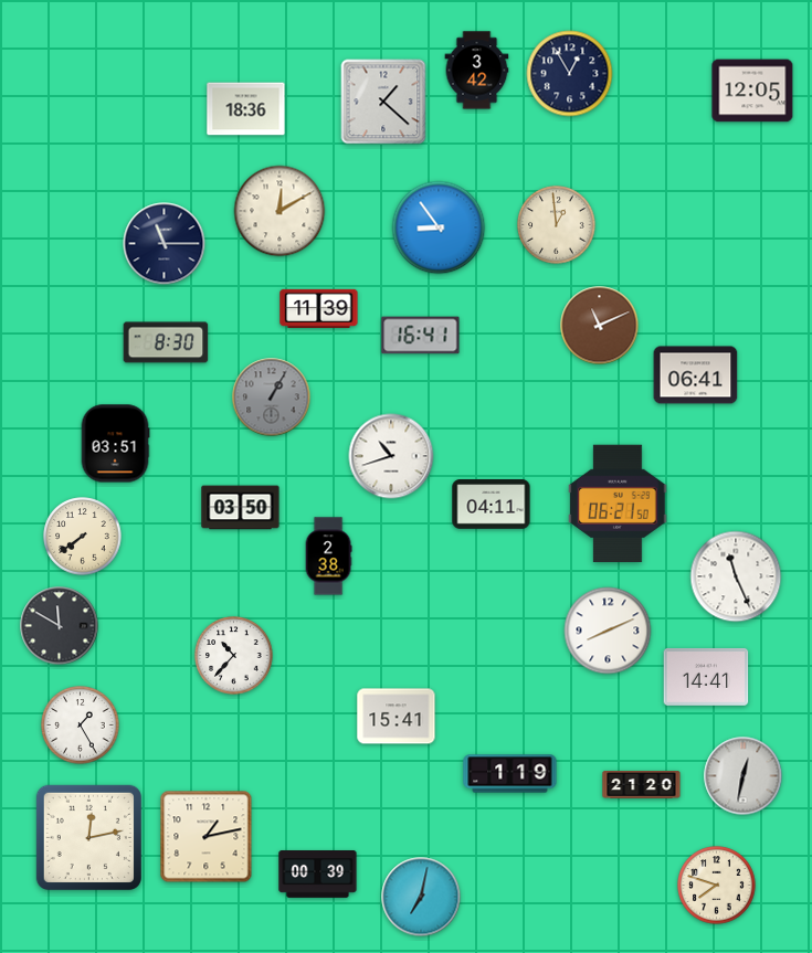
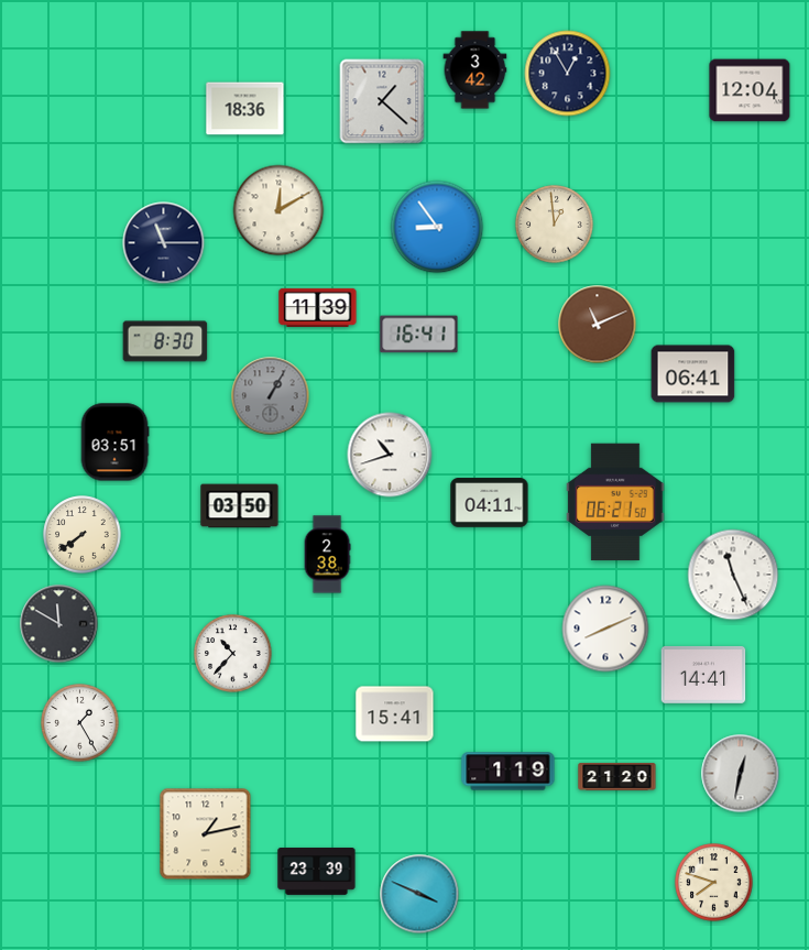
clock at (752, 91): 12:05 -> 12:04
clock at (642, 784) position: (642, 784) -> (617, 776)
clock at (88, 837): 12:13 -> none
clock at (318, 875): 00:39 -> 23:39
clock at (421, 897): 7:02 -> 3:49
